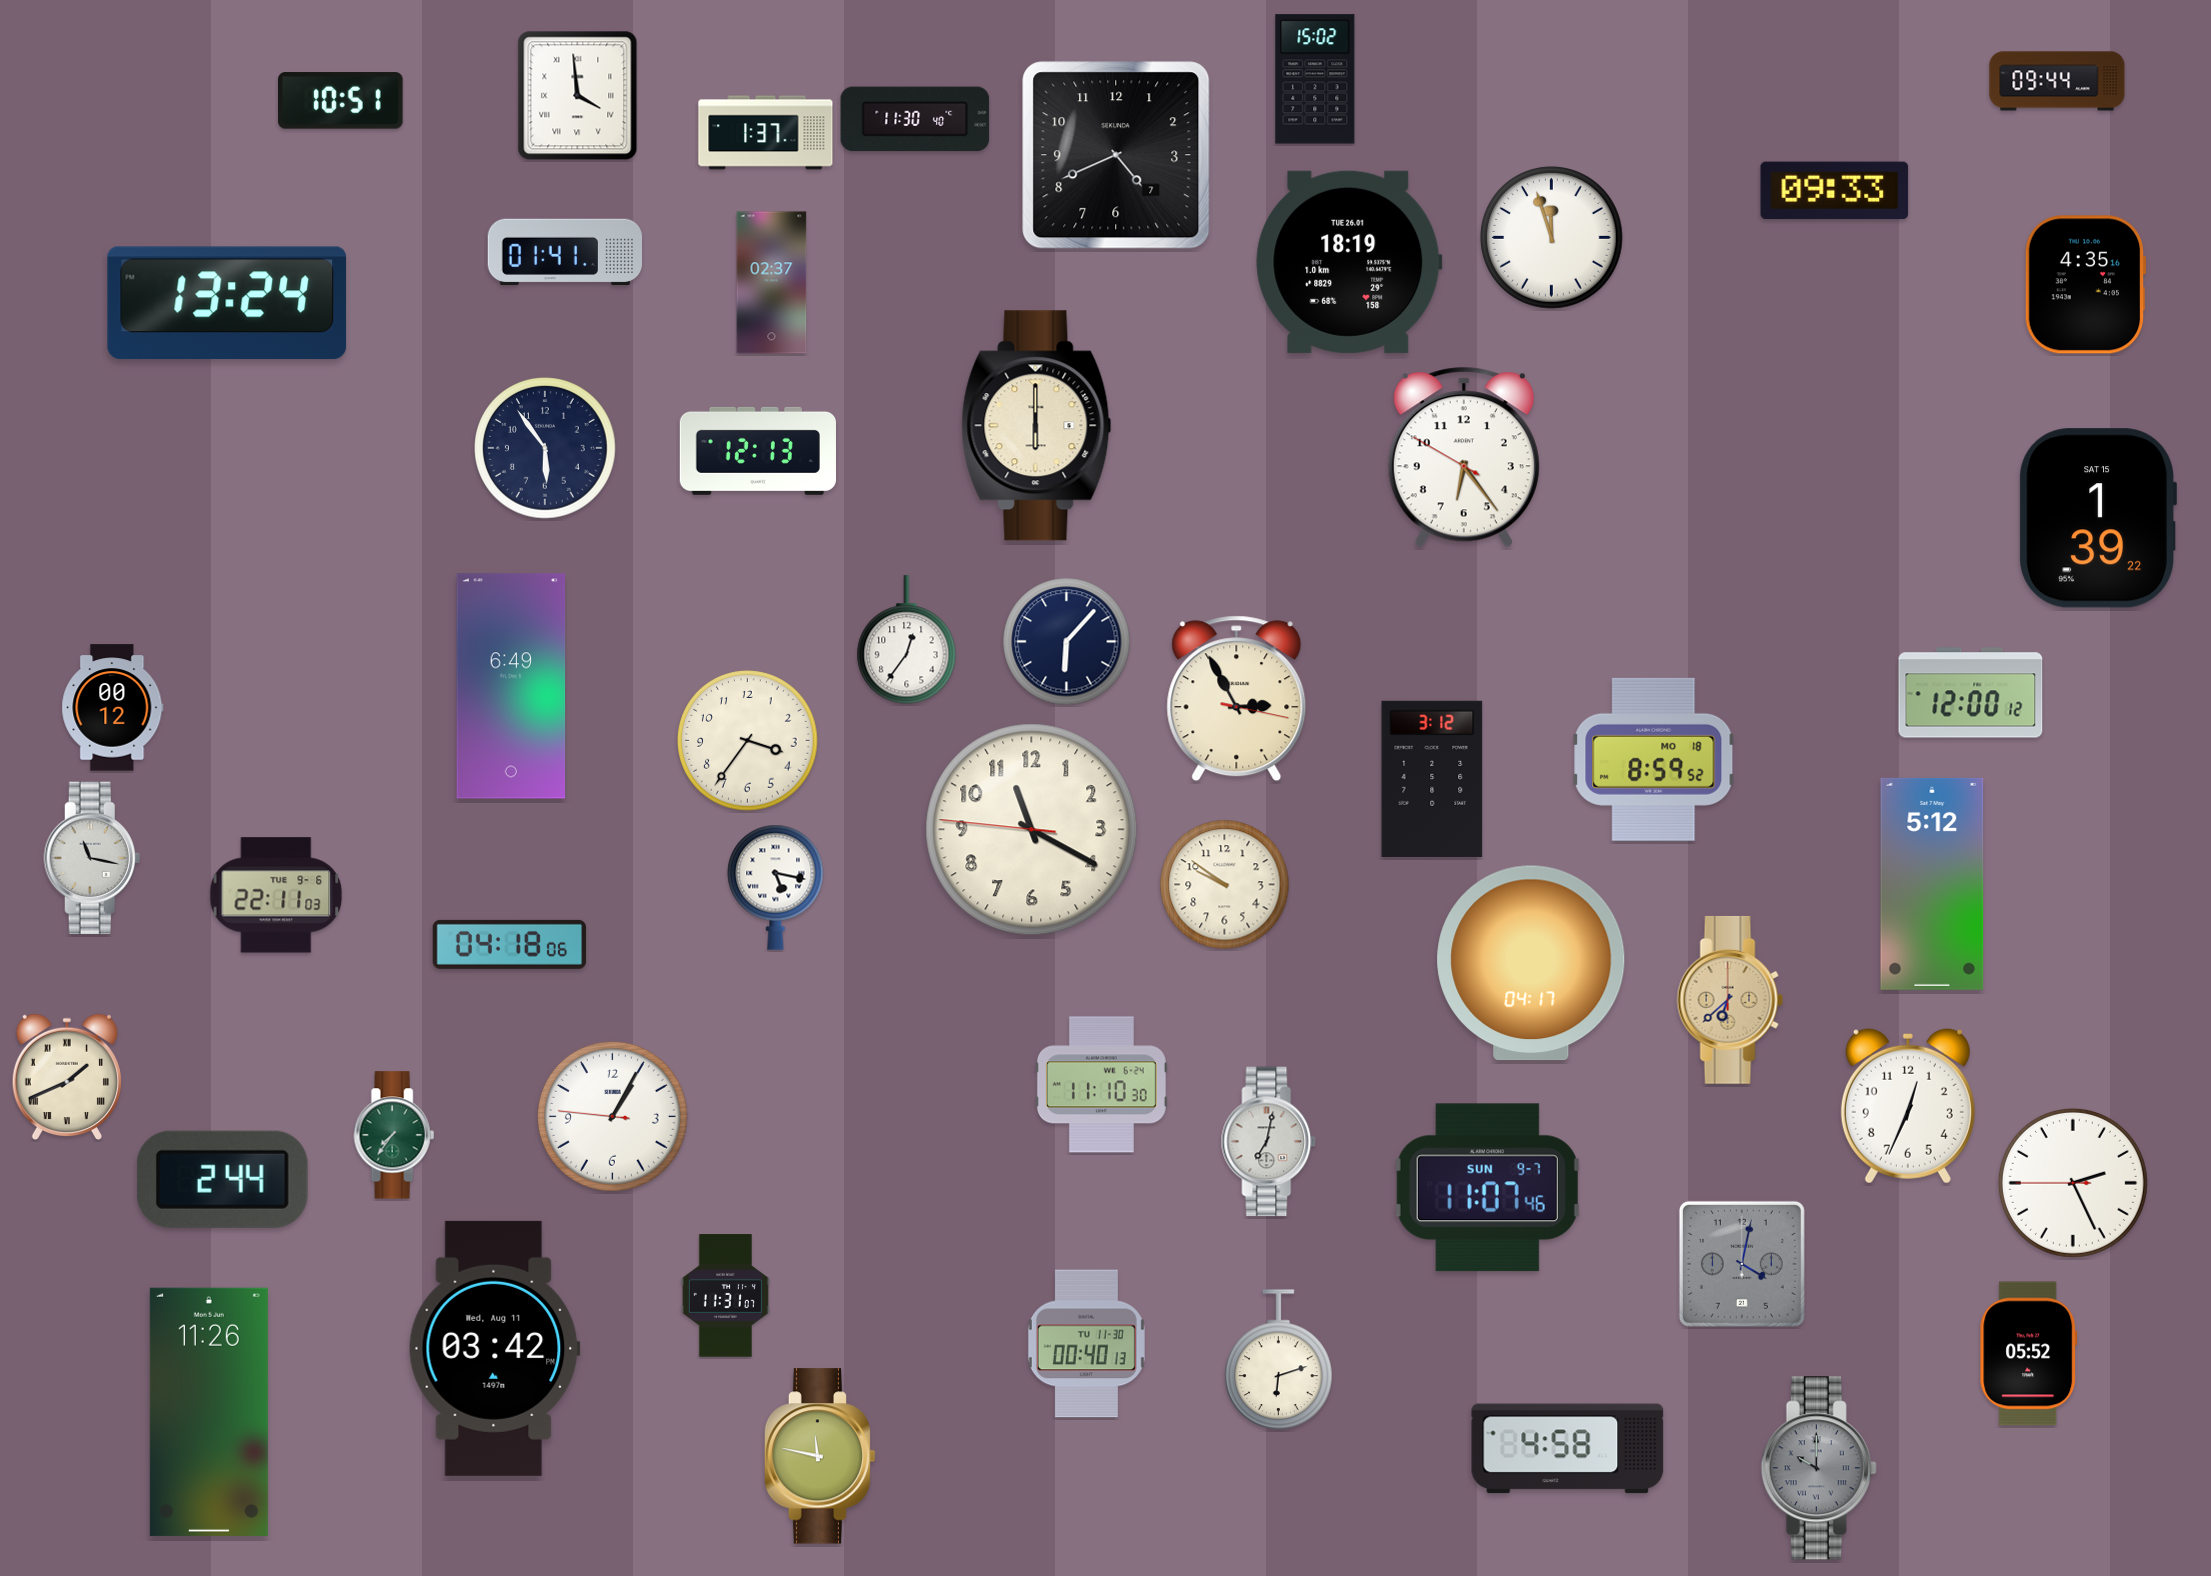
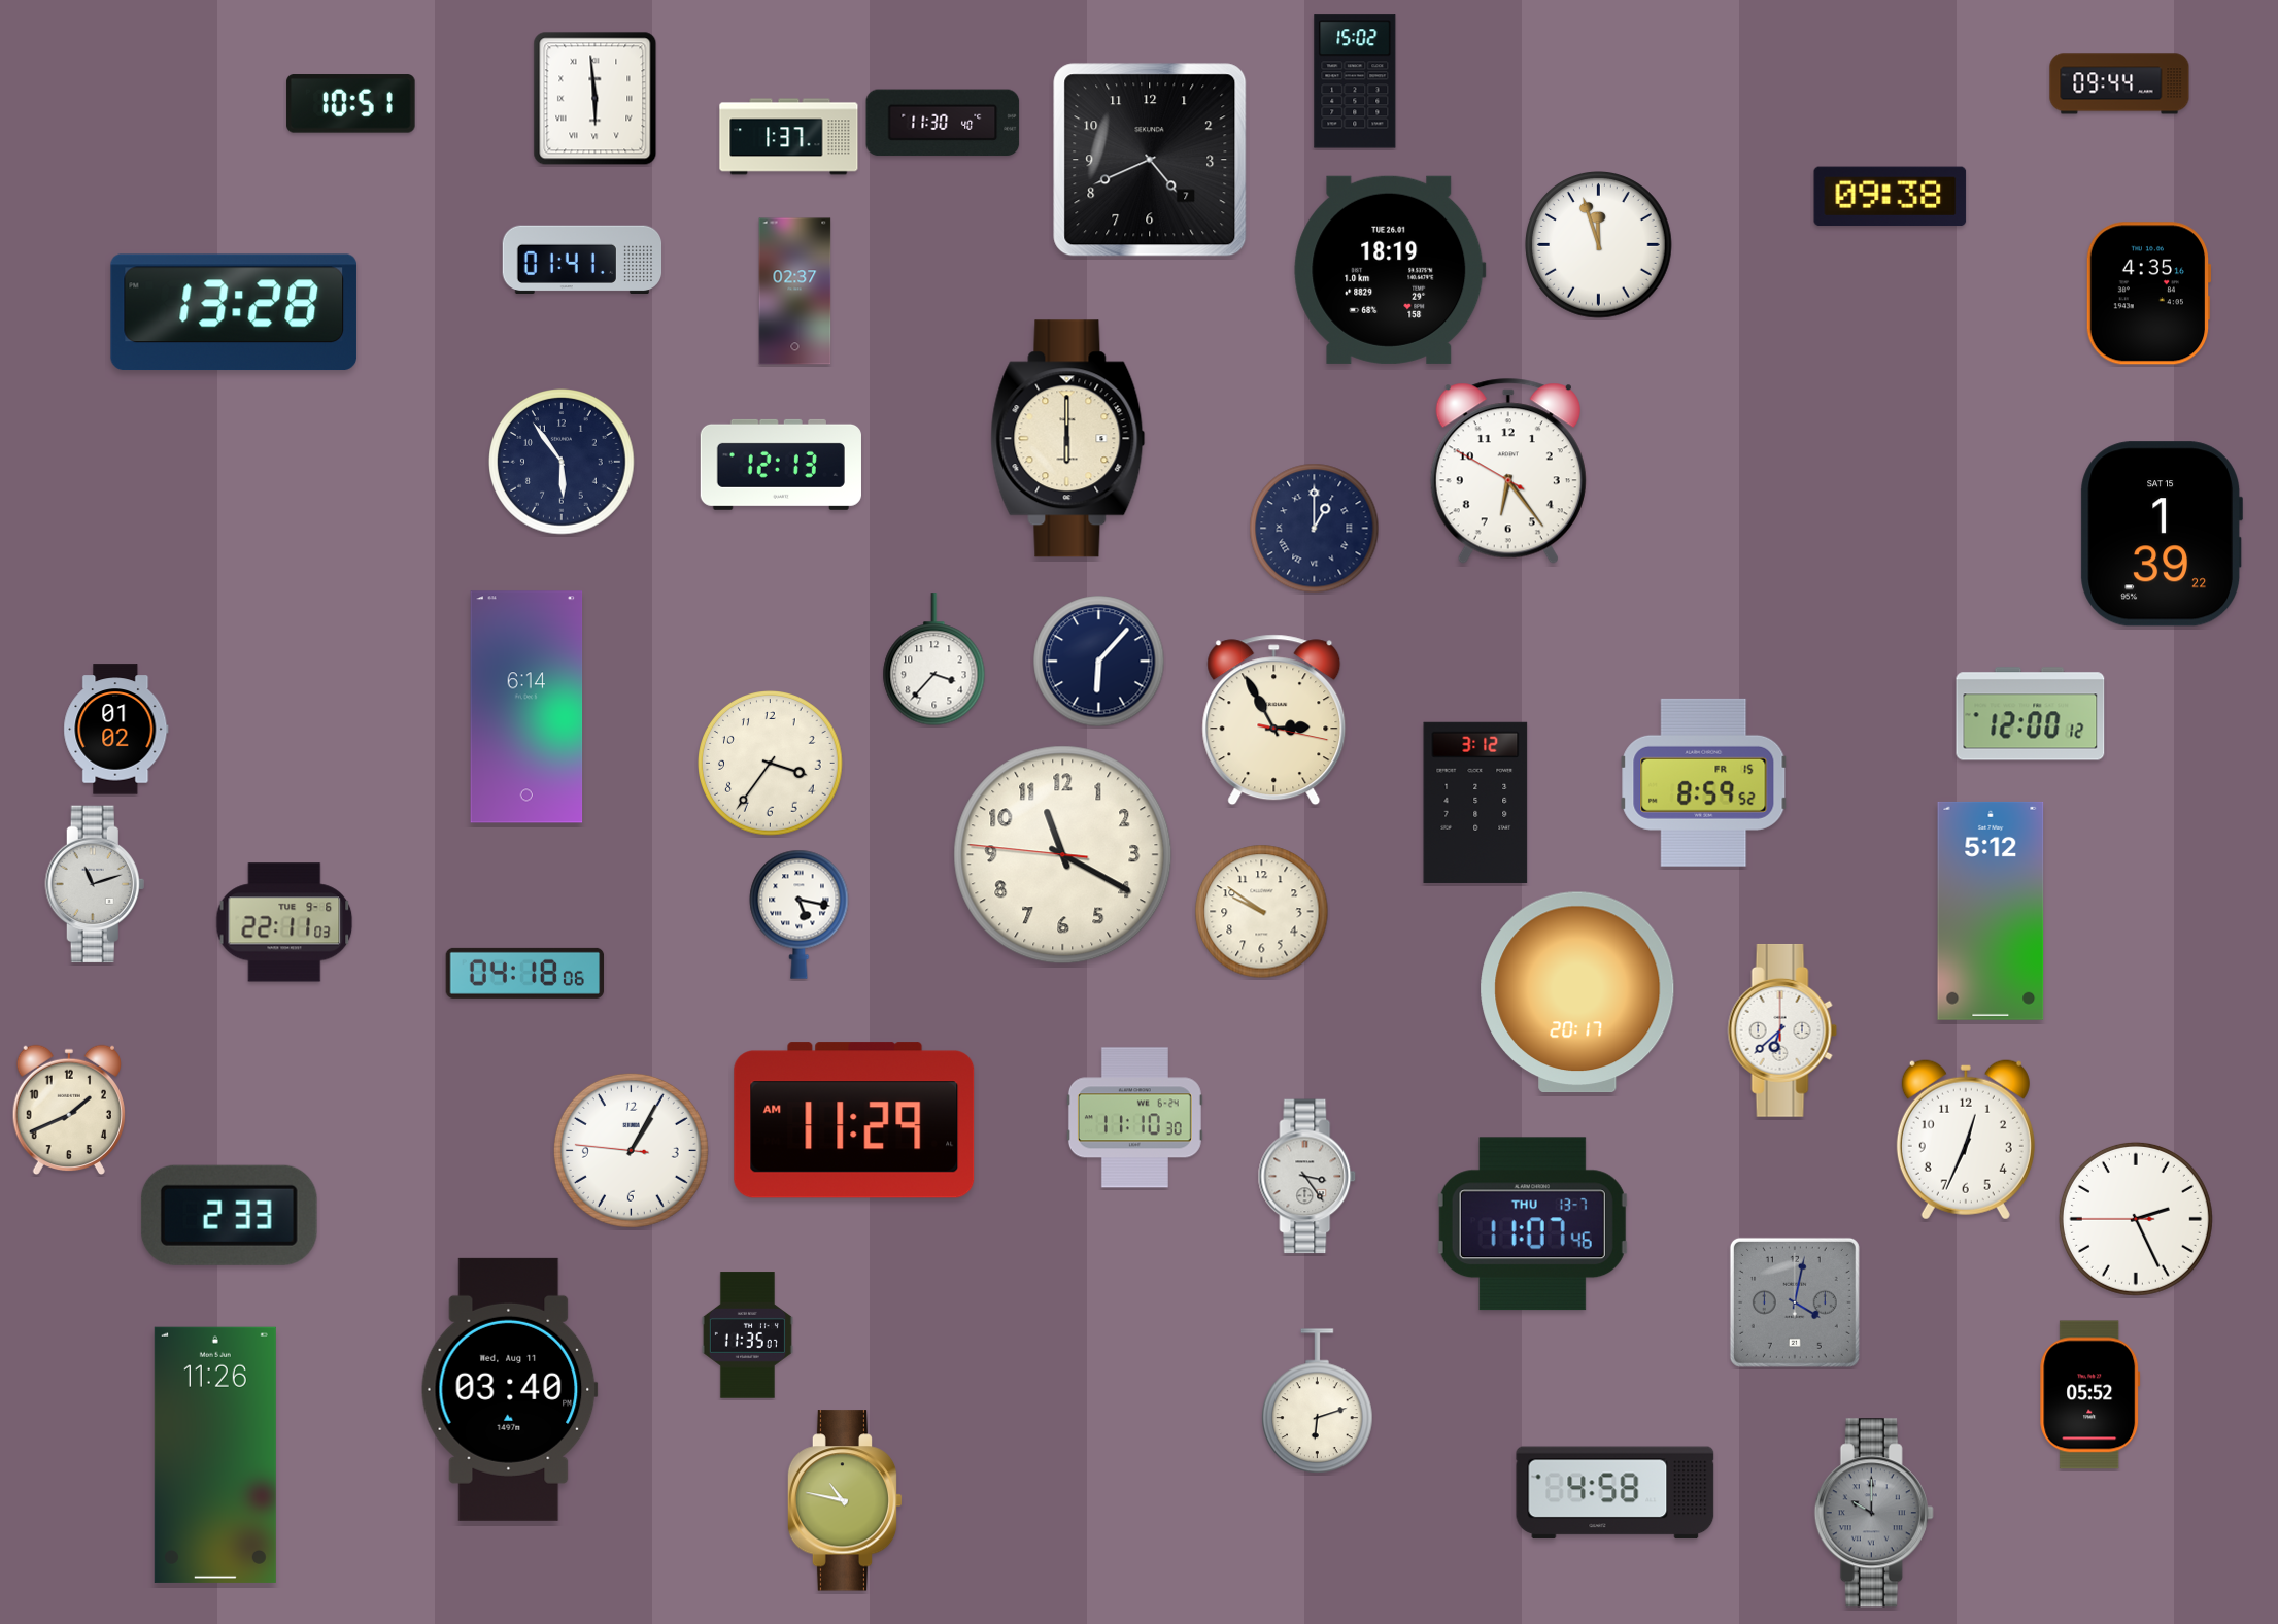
clock at (578, 96): 3:59 -> 5:59
clock at (1835, 191): 09:33 -> 09:38
clock at (227, 303): 13:24 -> 13:28
clock at (1315, 529): none -> 1:00
clock at (907, 640): 12:36 -> 3:37
clock at (511, 686): 6:49 -> 6:14
clock at (113, 708): 00:12 -> 01:02
clock at (1654, 759) date: MO 18 -> FR 15
clock at (92, 858): 11:17 -> 11:12
clock at (1531, 962): 04:17 -> 20:17
clock at (1730, 1000) dial: champagne -> white
clock at (67, 1077) numerals: Roman -> Arabic
clock at (854, 1120): none -> 11:29
clock at (394, 1135): 7:36 -> none
clock at (1269, 1142): 7:02 -> 3:24
clock at (222, 1179): 2:44 -> 2:33
clock at (1487, 1188) date: SUN 9-7 -> THU 13-7
clock at (725, 1296): 11:31 -> 11:35
clock at (1086, 1344): 00:40 -> none
clock at (494, 1348): 03:42 -> 03:40
clock at (820, 1456): 11:47 -> 10:47
